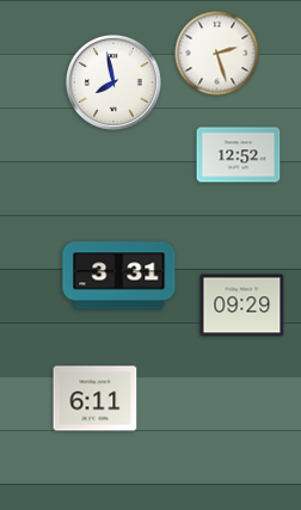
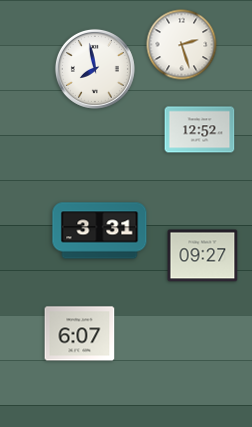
clock at (242, 306): 09:29 -> 09:27
clock at (96, 399): 6:11 -> 6:07
